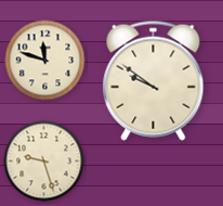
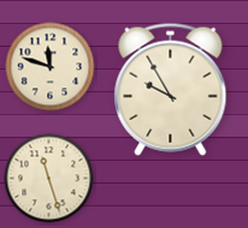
clock at (154, 80): 9:51 -> 9:55
clock at (44, 162): 9:27 -> 11:27
